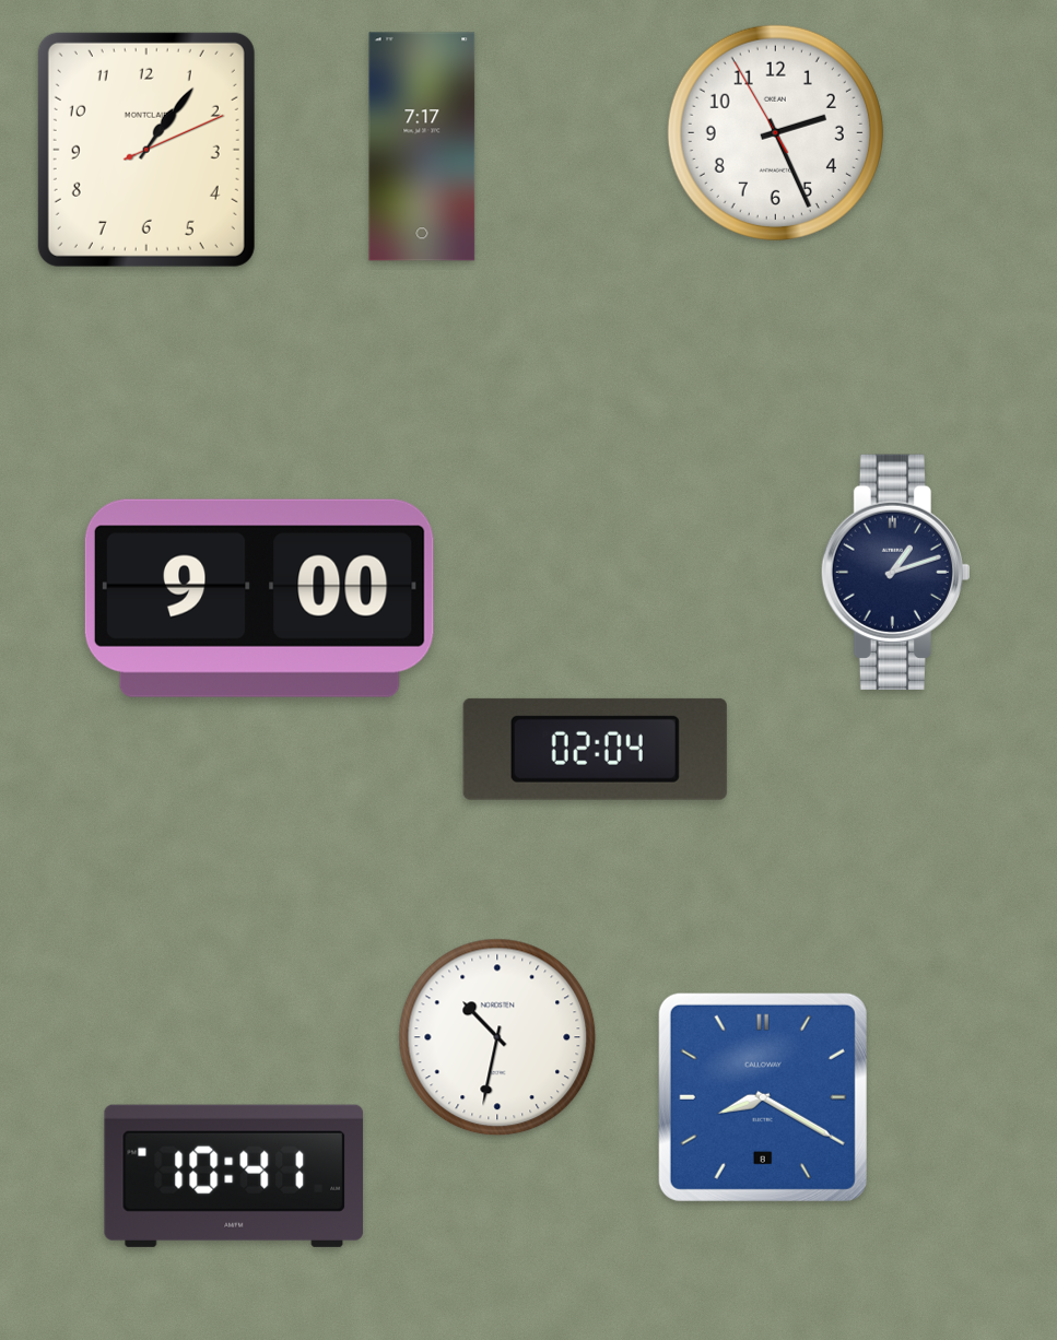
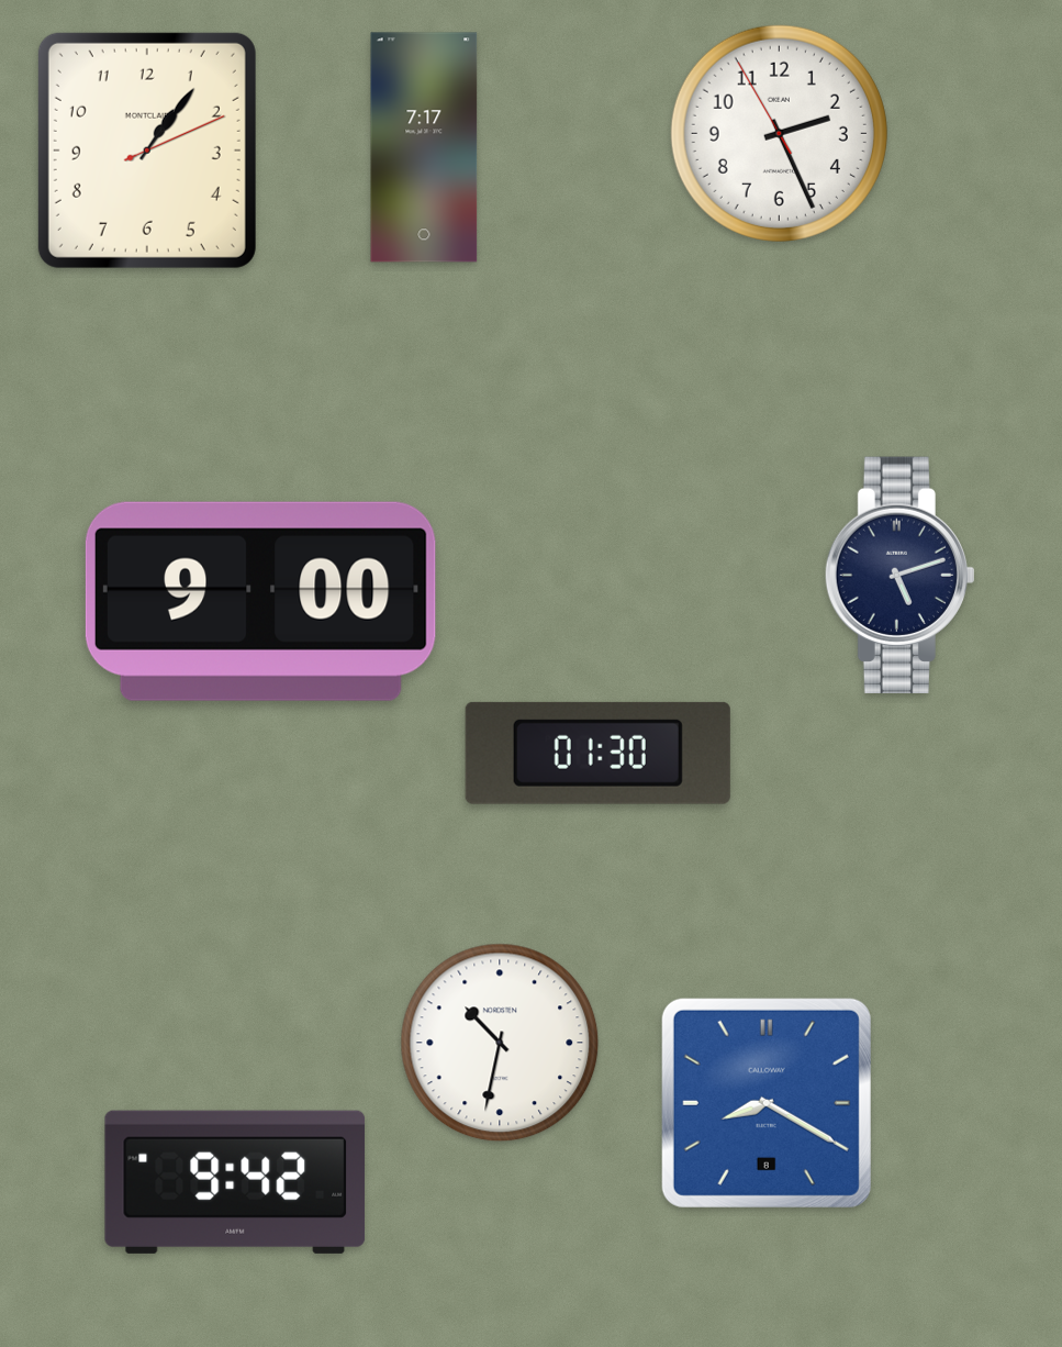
clock at (895, 572): 1:12 -> 5:12
clock at (595, 749): 02:04 -> 01:30
clock at (234, 1176): 10:41 -> 9:42
